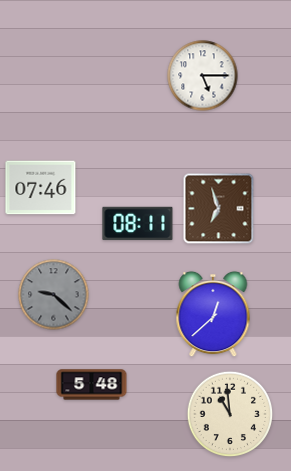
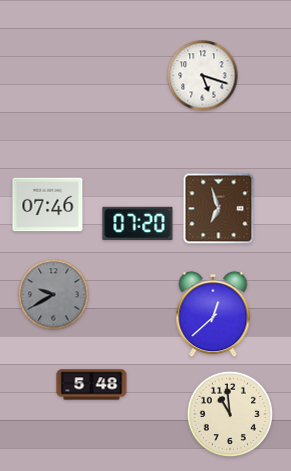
clock at (203, 76): 5:15 -> 5:18
clock at (41, 188) position: (41, 188) -> (48, 205)
clock at (138, 224): 08:11 -> 07:20
clock at (54, 295): 9:22 -> 9:40
